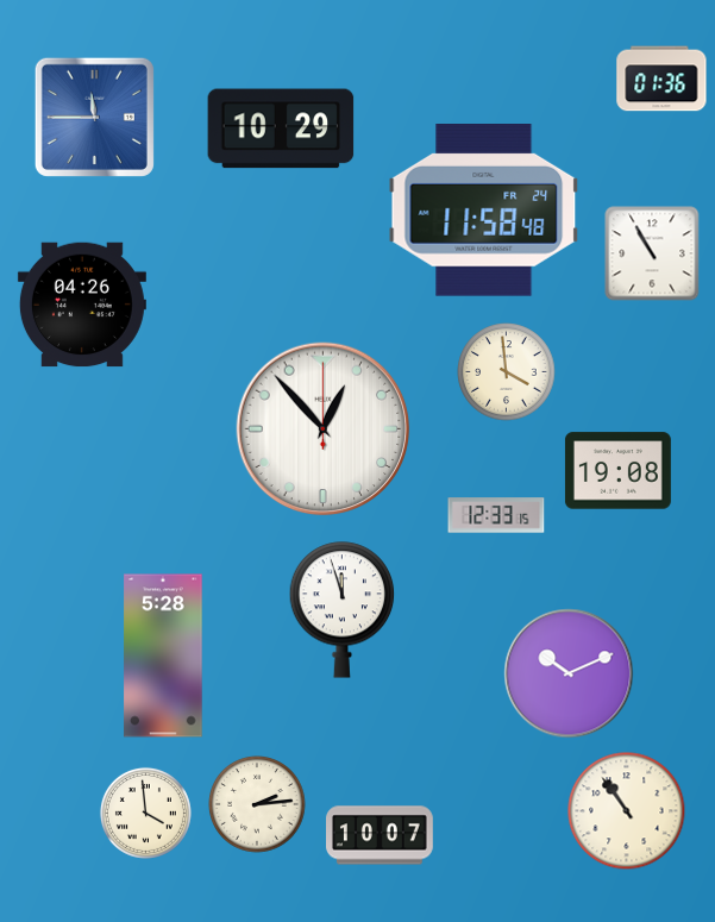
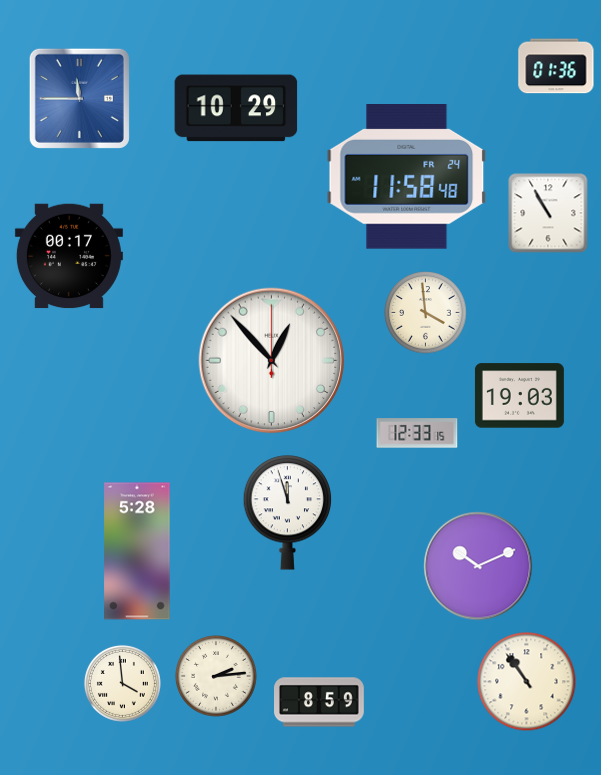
clock at (82, 305): 04:26 -> 00:17
clock at (617, 471): 19:08 -> 19:03
clock at (381, 835): 10:07 -> 8:59
